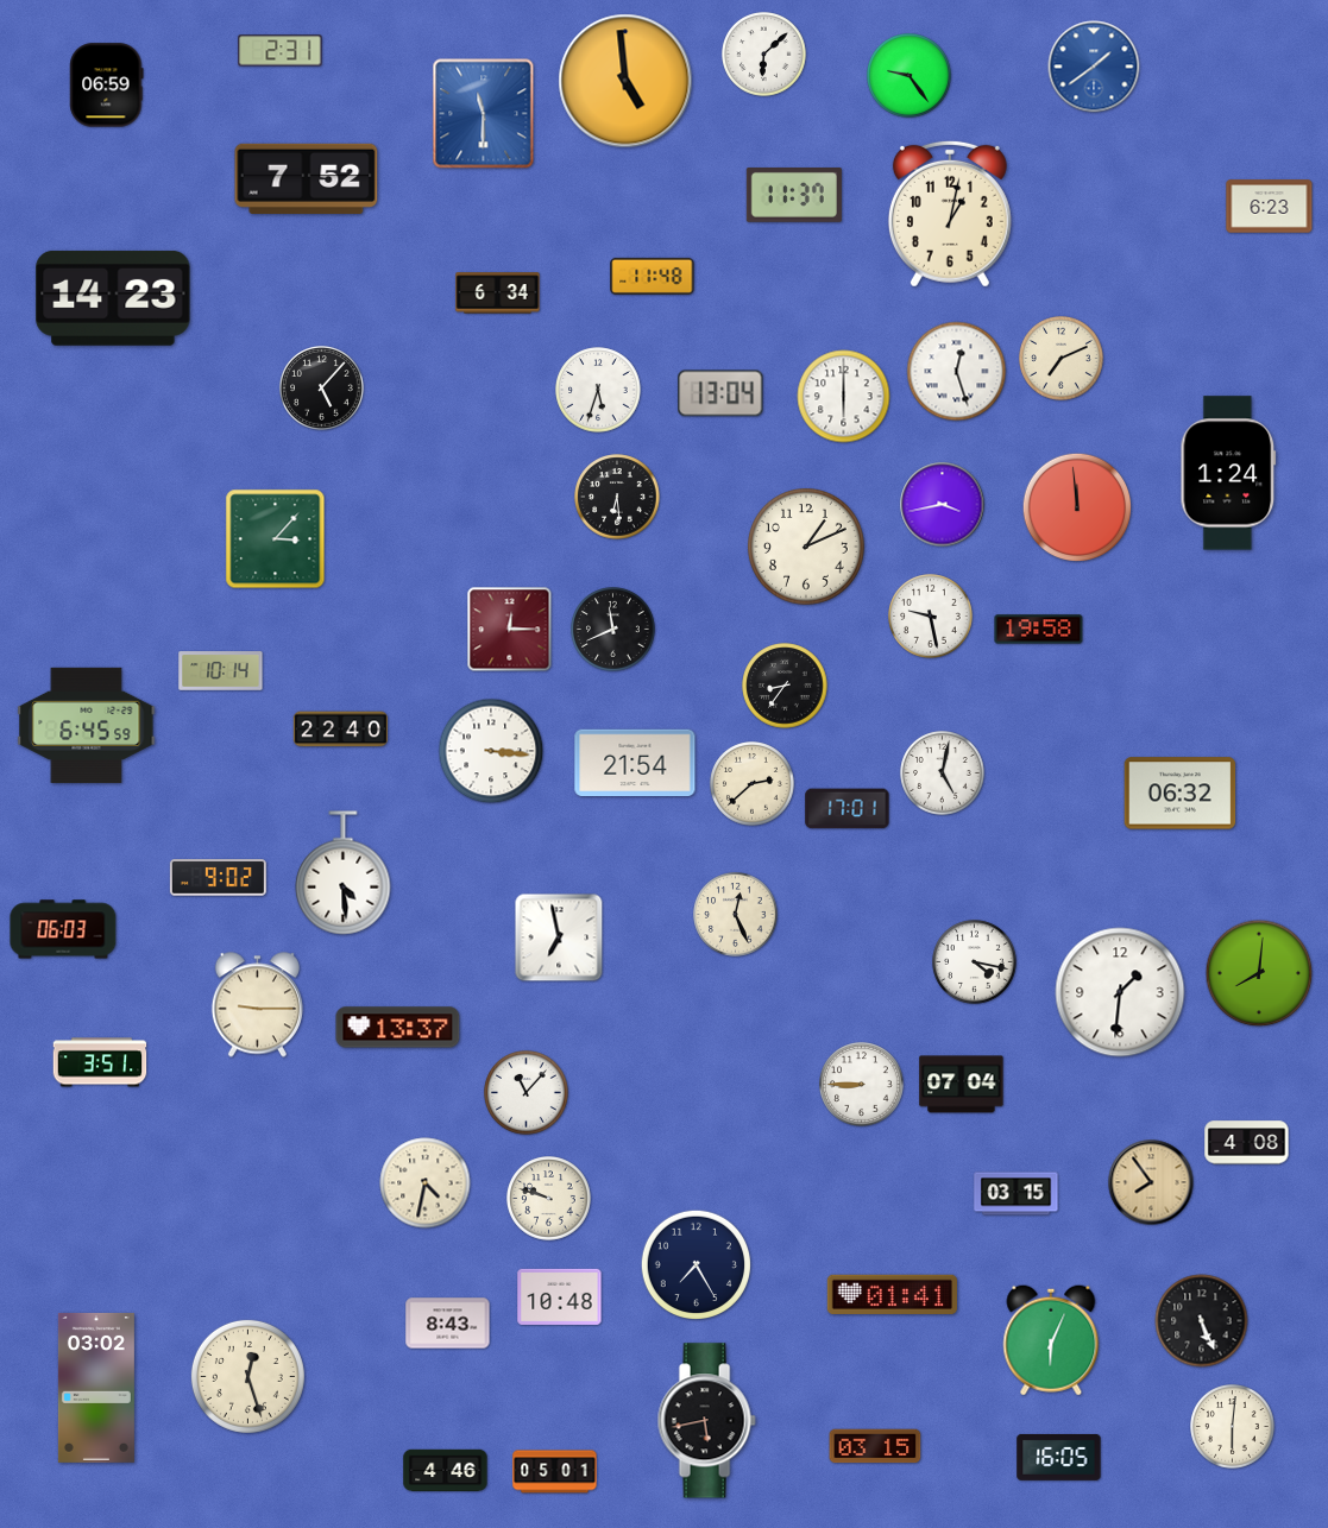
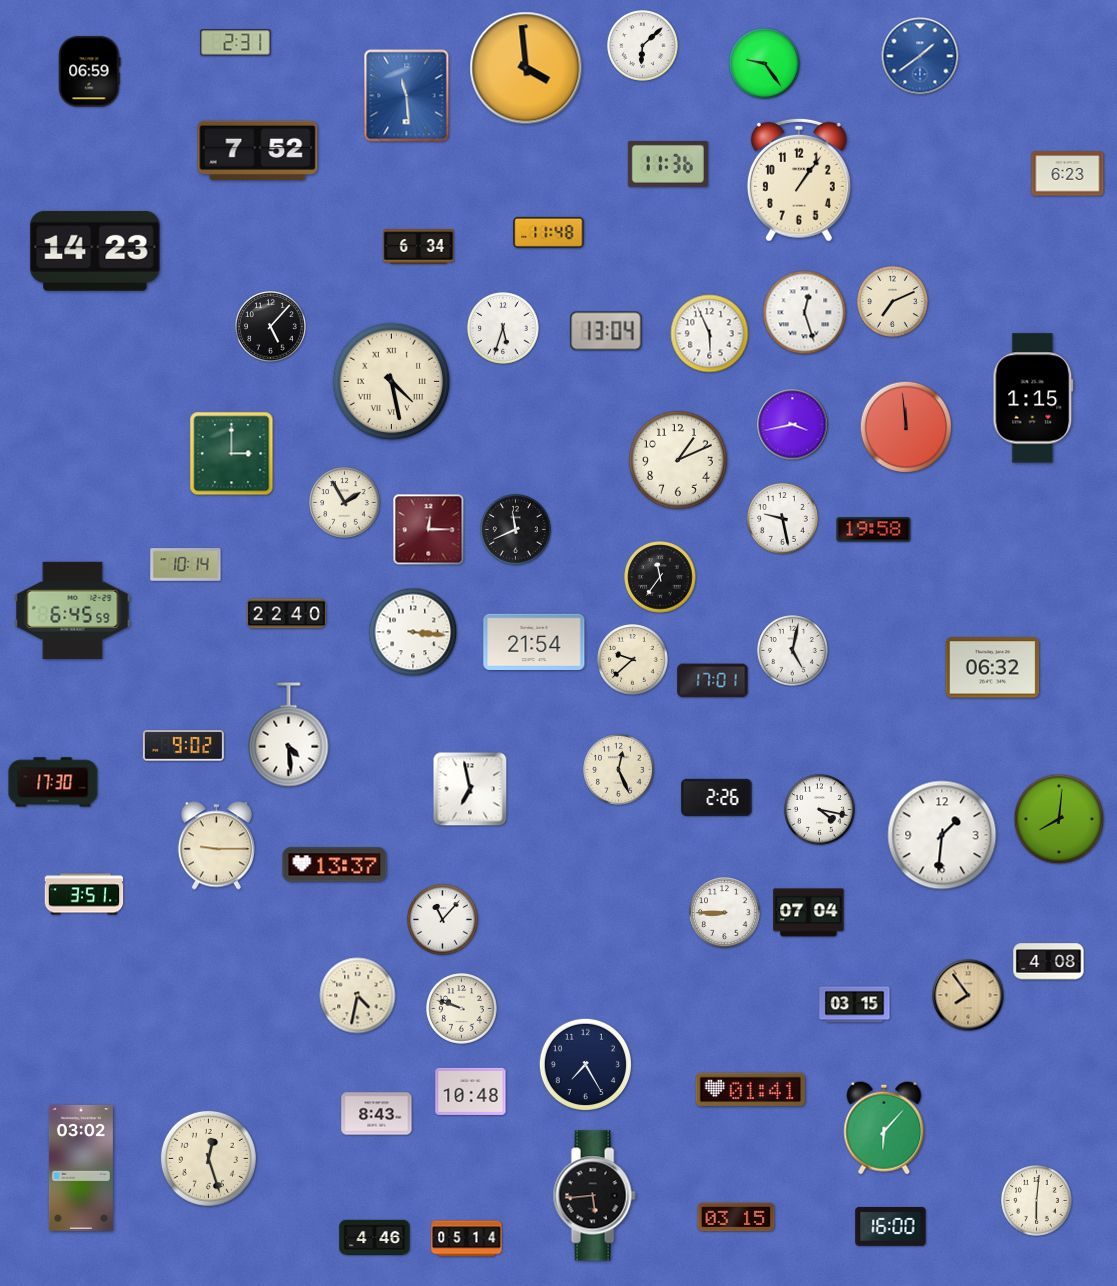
clock at (625, 81): 4:59 -> 3:59
clock at (484, 114): 11:30 -> 11:29
clock at (794, 196): 11:37 -> 11:36
clock at (950, 214): 1:02 -> 1:06
clock at (844, 397): 6:00 -> 5:56
clock at (392, 382): none -> 4:28
clock at (1228, 473): 1:24 -> 1:15
clock at (617, 497): 6:29 -> none
clock at (276, 539): 3:07 -> 3:00
clock at (345, 503): none -> 1:55
clock at (785, 686): 8:36 -> 11:36
clock at (753, 784): 2:38 -> 9:38
clock at (218, 878) position: (218, 878) -> (183, 746)
clock at (63, 929): 06:03 -> 17:30
clock at (717, 797): none -> 2:26
clock at (1202, 1321): 5:26 -> none
clock at (1051, 1340): 6:04 -> 6:07
clock at (706, 1421): 5:43 -> 5:44
clock at (1059, 1458): 16:05 -> 16:00
clock at (555, 1472): 05:01 -> 05:14
